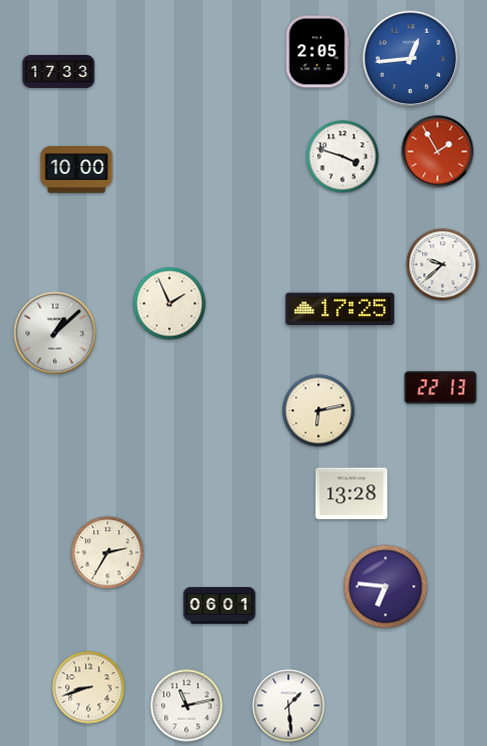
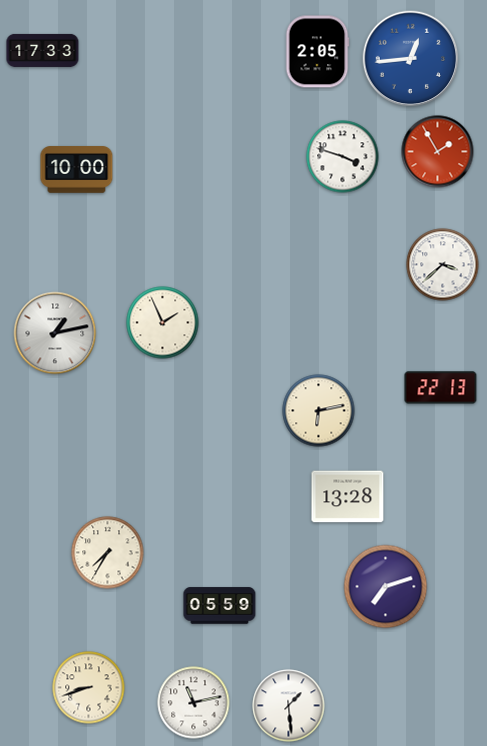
clock at (59, 71) position: (59, 71) -> (43, 50)
clock at (443, 265): 9:38 -> 3:38
clock at (170, 304) position: (170, 304) -> (163, 323)
clock at (340, 309): 17:25 -> none
clock at (55, 333): 1:08 -> 1:13
clock at (352, 494) position: (352, 494) -> (348, 497)
clock at (108, 553): 2:35 -> 7:35
clock at (386, 587): 6:46 -> 7:12
clock at (220, 606): 06:01 -> 05:59
clock at (187, 706) position: (187, 706) -> (194, 703)
